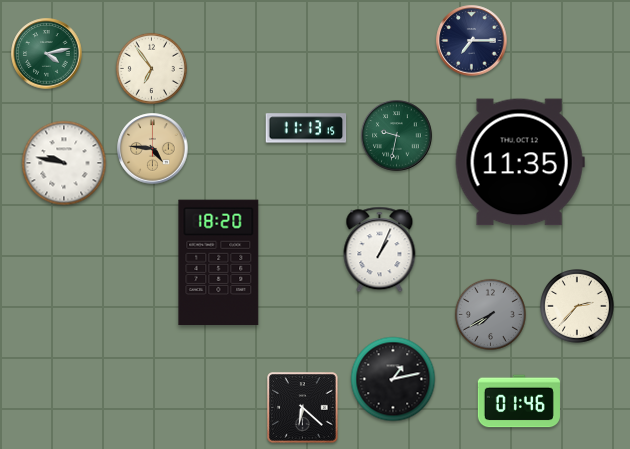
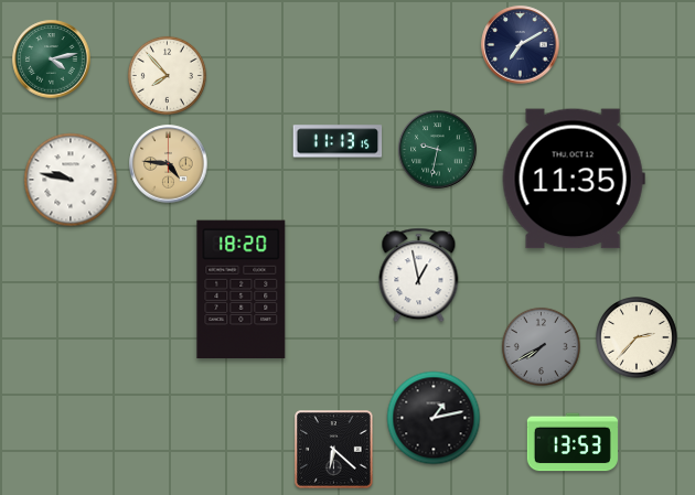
clock at (472, 41): 7:15 -> 7:10
clock at (151, 68): 6:54 -> 7:53
clock at (380, 250): 1:04 -> 12:58
clock at (519, 401): 01:46 -> 13:53
